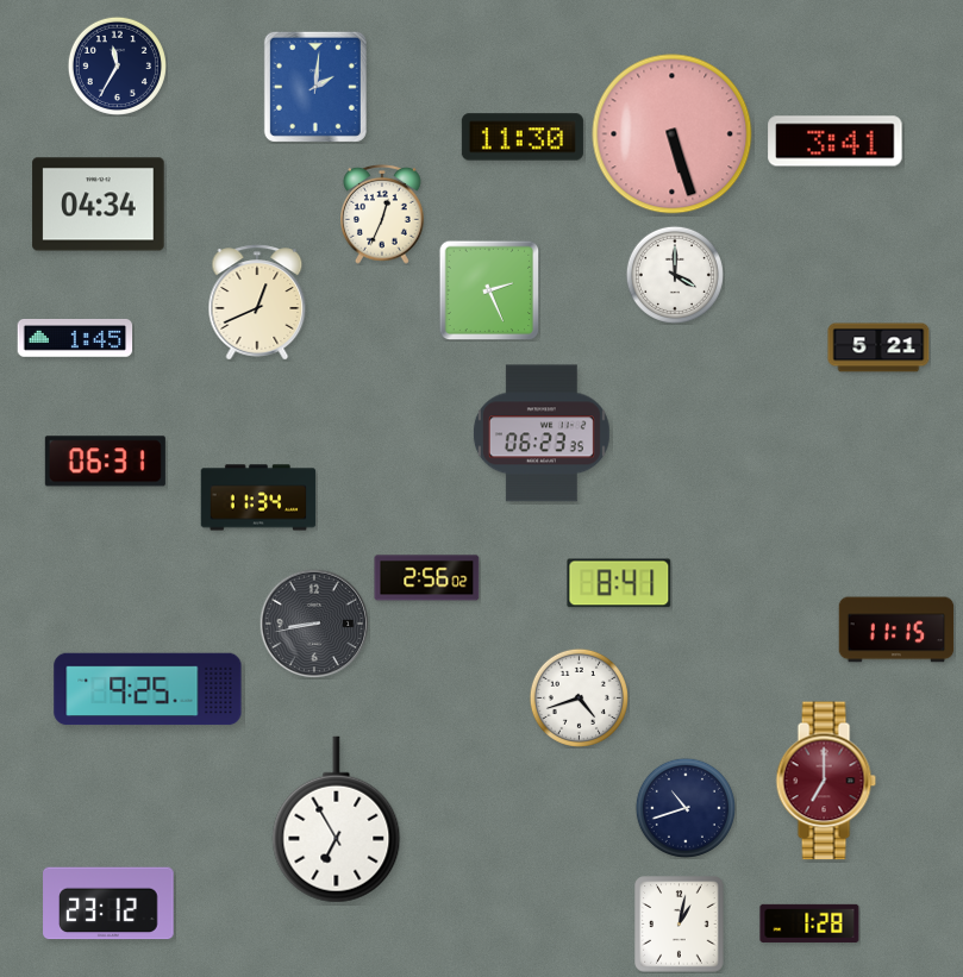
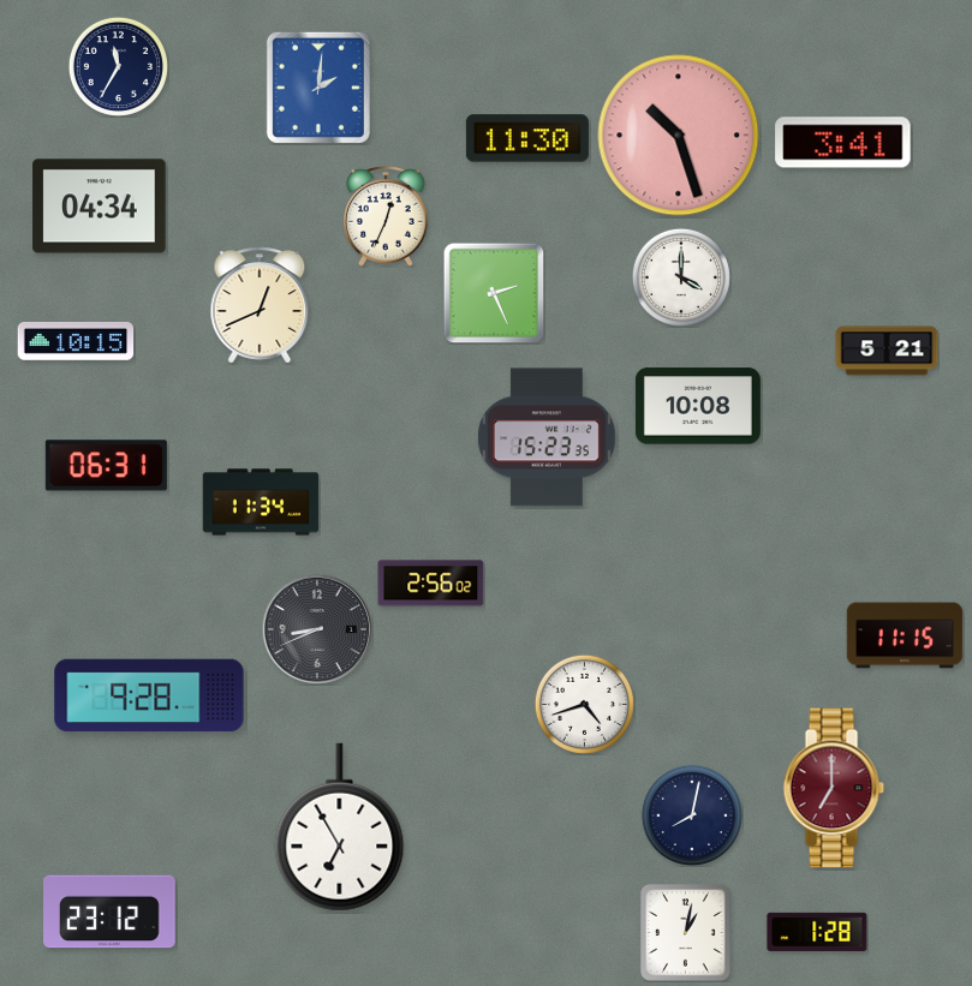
clock at (673, 134): 5:27 -> 10:27
clock at (75, 339): 1:45 -> 10:15
clock at (698, 406): none -> 10:08
clock at (542, 433): 06:23 -> 15:23
clock at (619, 583): 8:41 -> none
clock at (314, 624): 8:43 -> 8:41
clock at (148, 689): 9:25 -> 9:28
clock at (686, 808): 10:42 -> 8:02
